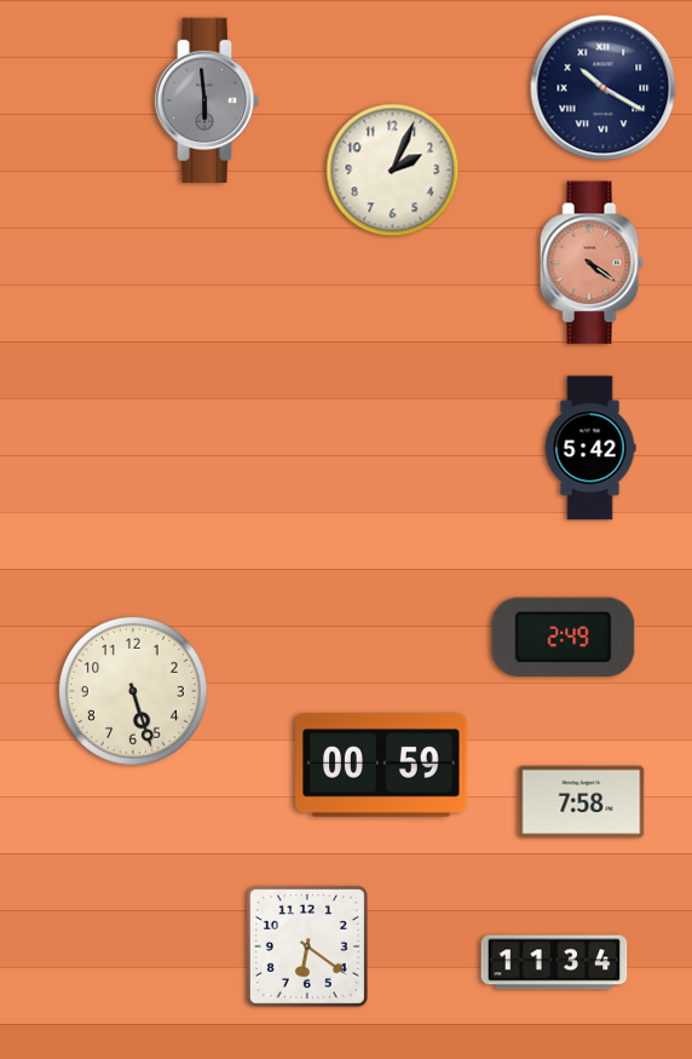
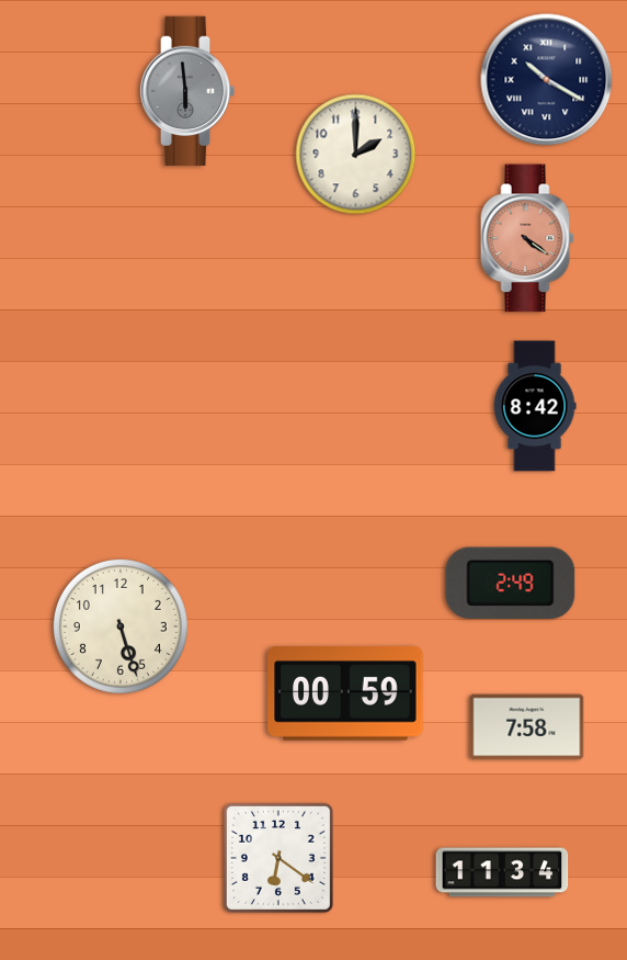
clock at (393, 171): 2:04 -> 2:00
clock at (592, 263) position: (592, 263) -> (527, 238)
clock at (590, 448): 5:42 -> 8:42
clock at (564, 637) position: (564, 637) -> (511, 583)
